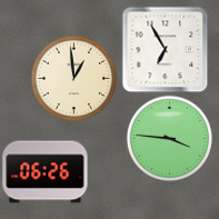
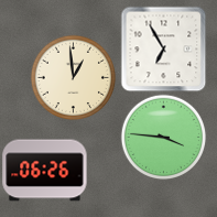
clock at (169, 138) position: (169, 138) -> (163, 137)
